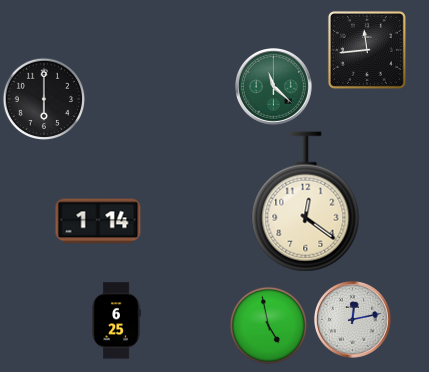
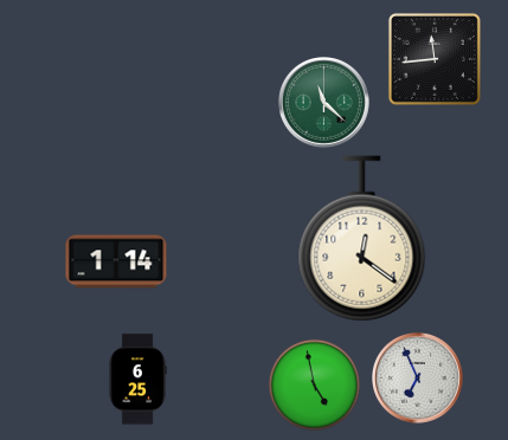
clock at (43, 98): 6:00 -> none
clock at (353, 320): 12:13 -> 6:56
clock at (268, 325) position: (268, 325) -> (314, 384)
